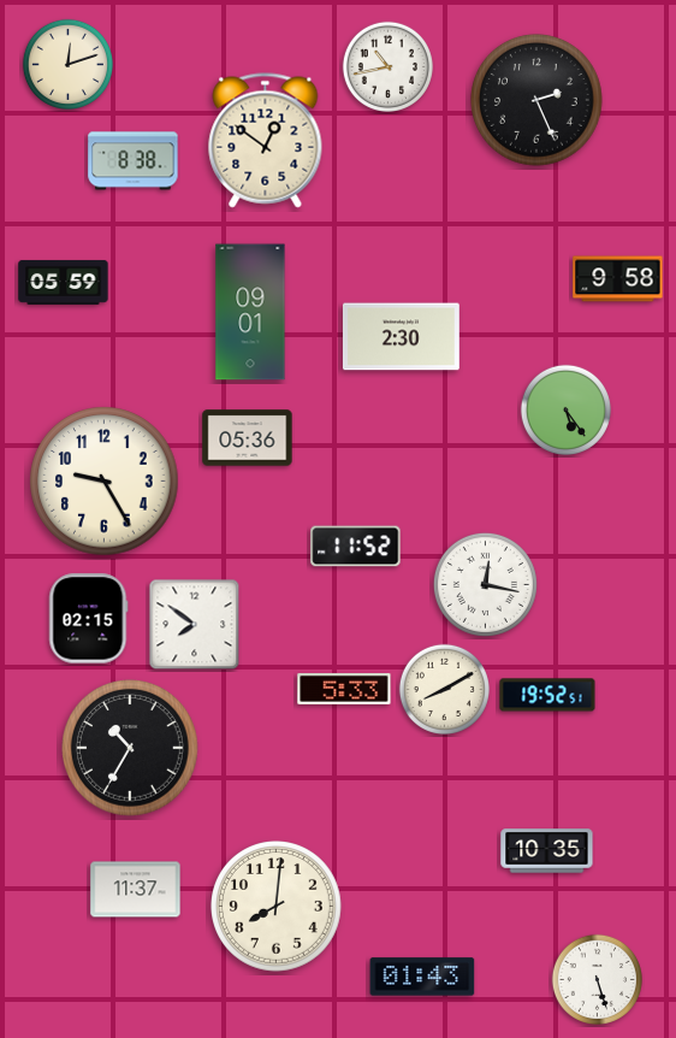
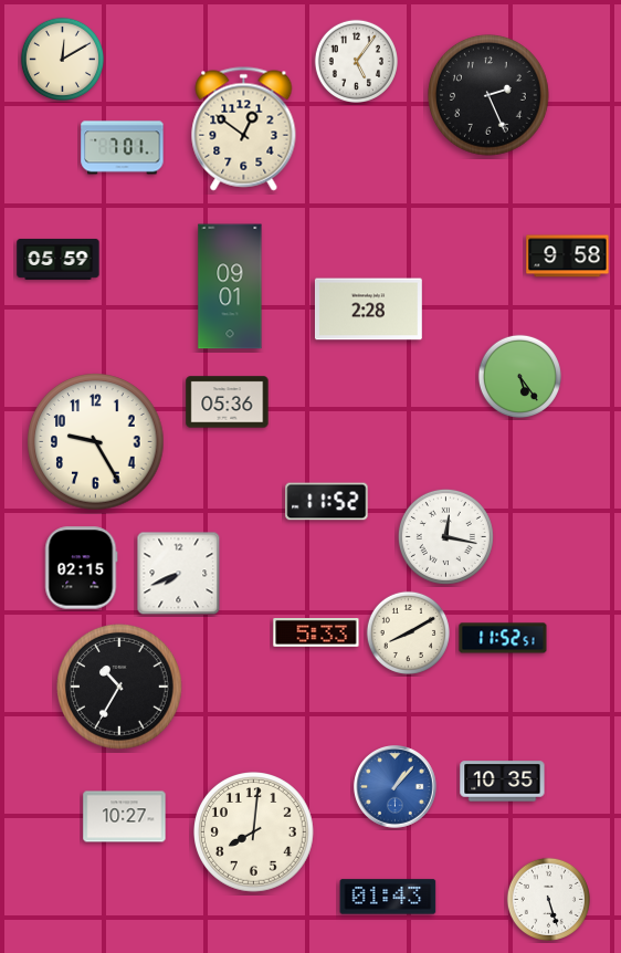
clock at (67, 64): 12:12 -> 12:10
clock at (387, 66): 10:43 -> 5:06
clock at (538, 101) position: (538, 101) -> (490, 96)
clock at (134, 161): 8:38 -> 7:01
clock at (401, 337): 2:30 -> 2:28
clock at (195, 625): 7:51 -> 7:41
clock at (547, 695): 19:52 -> 11:52
clock at (396, 787): none -> 1:07
clock at (136, 890): 11:37 -> 10:27
